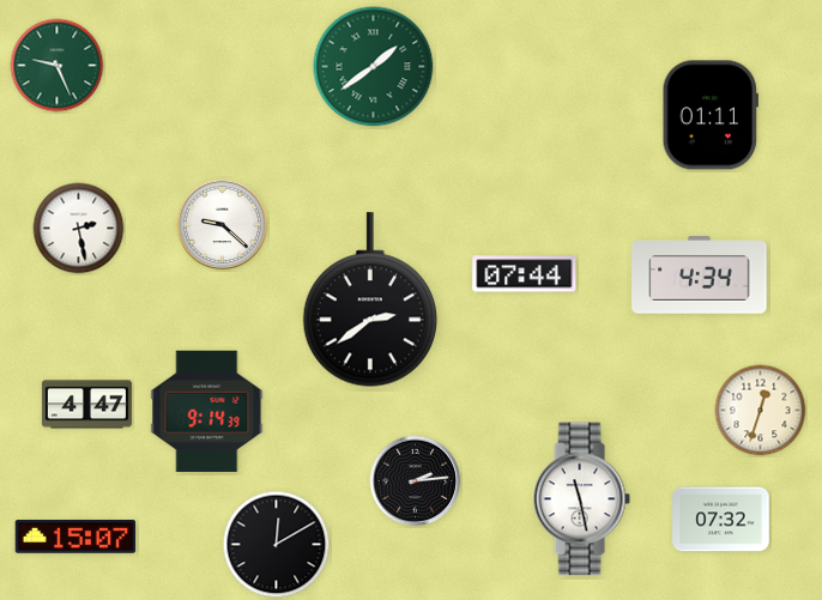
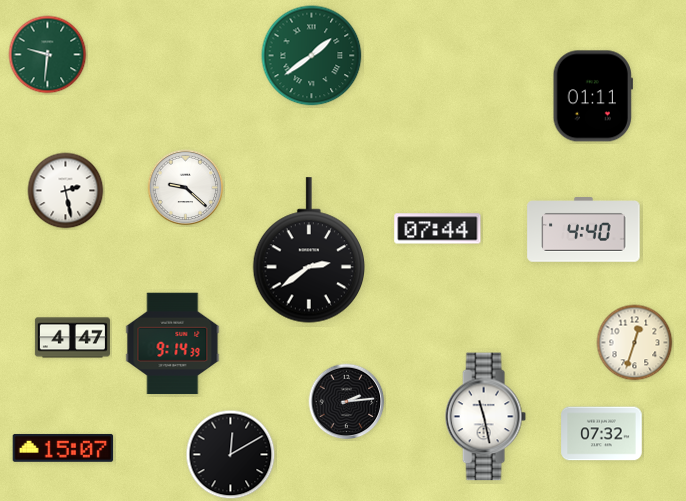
clock at (58, 66): 9:26 -> 9:31
clock at (700, 275): 4:34 -> 4:40
